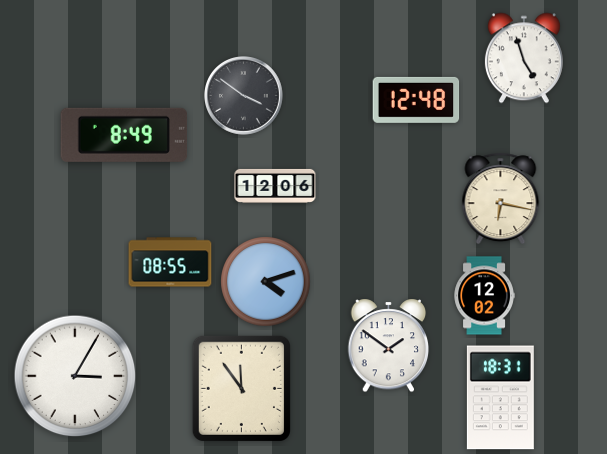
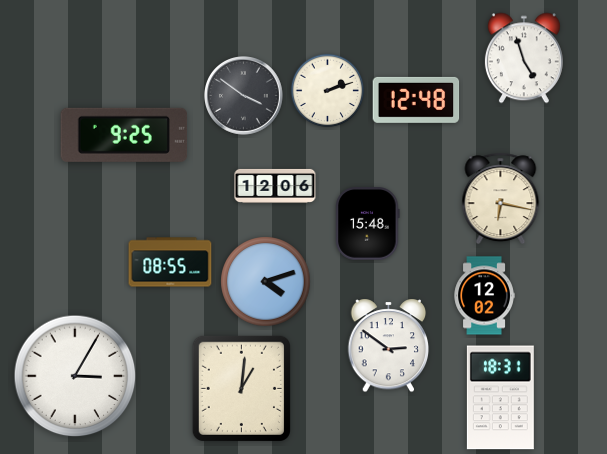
clock at (328, 91): none -> 2:12
clock at (124, 135): 8:49 -> 9:25
clock at (368, 224): none -> 15:48
clock at (389, 346): 1:51 -> 2:51
clock at (241, 388): 11:54 -> 1:01
